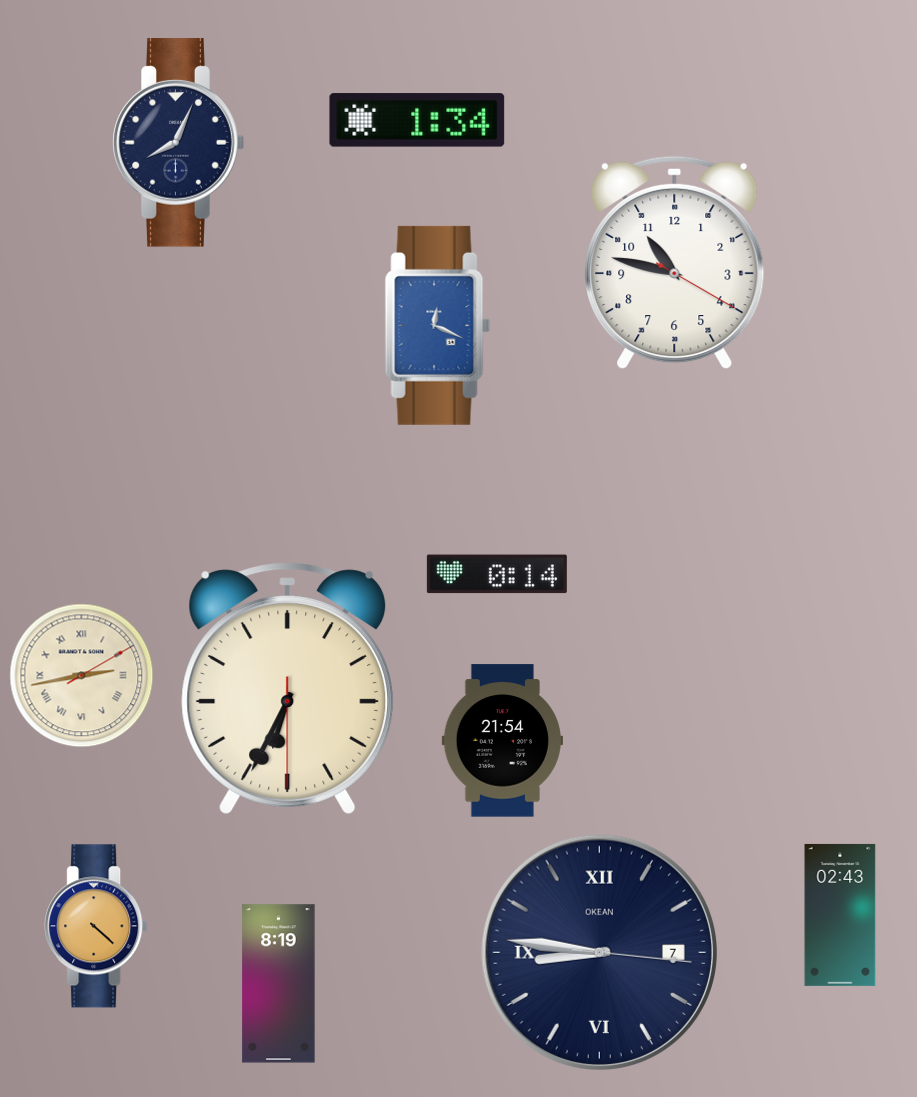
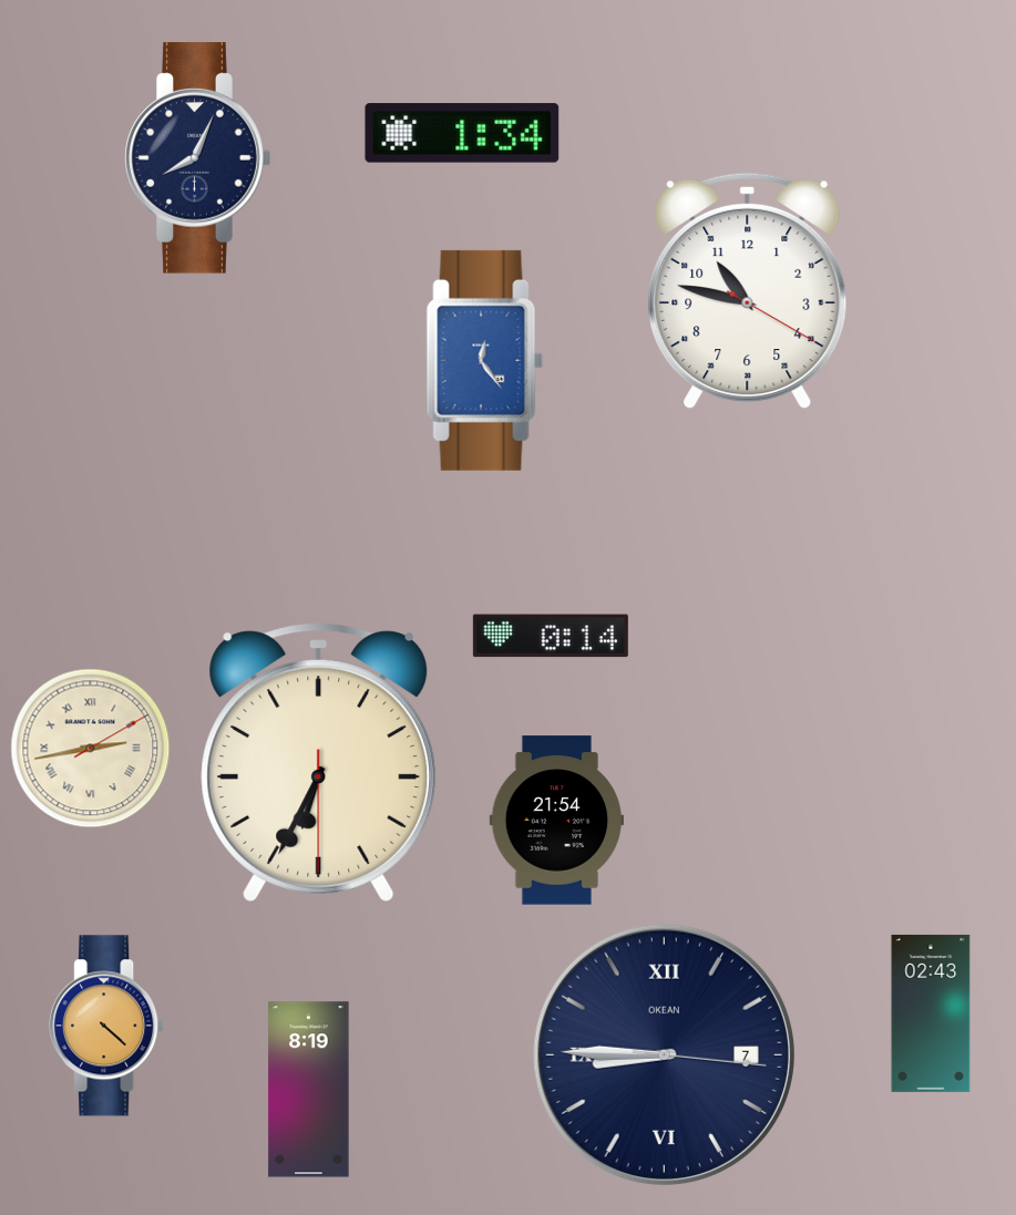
clock at (438, 325): 12:19 -> 12:24
clock at (599, 952): 8:46 -> 8:45
